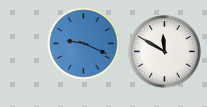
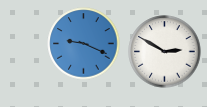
clock at (165, 52): 11:50 -> 2:50
